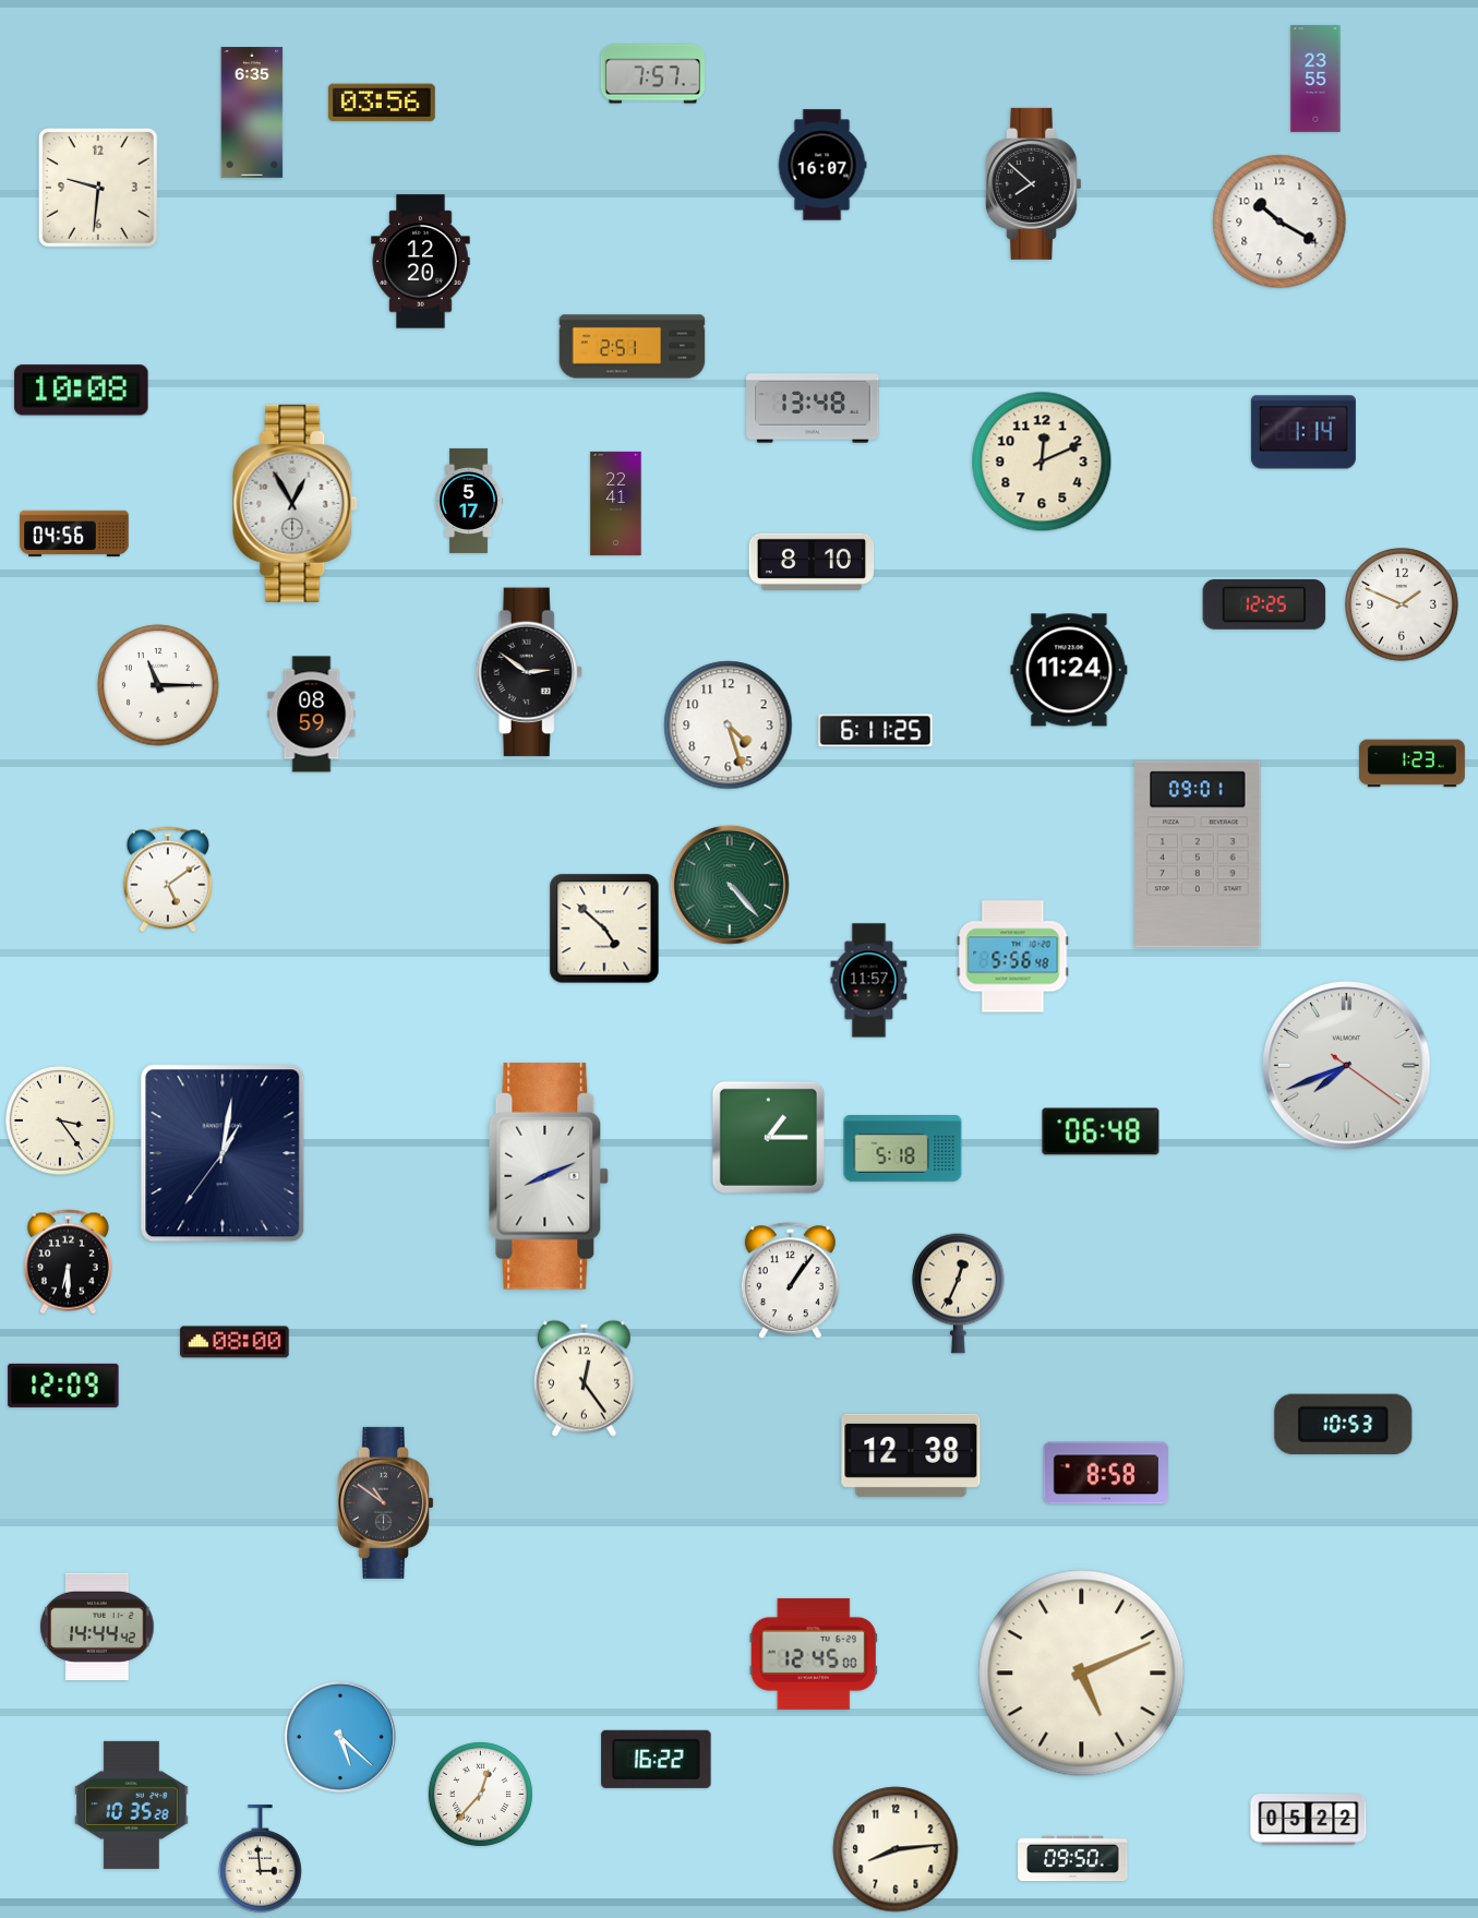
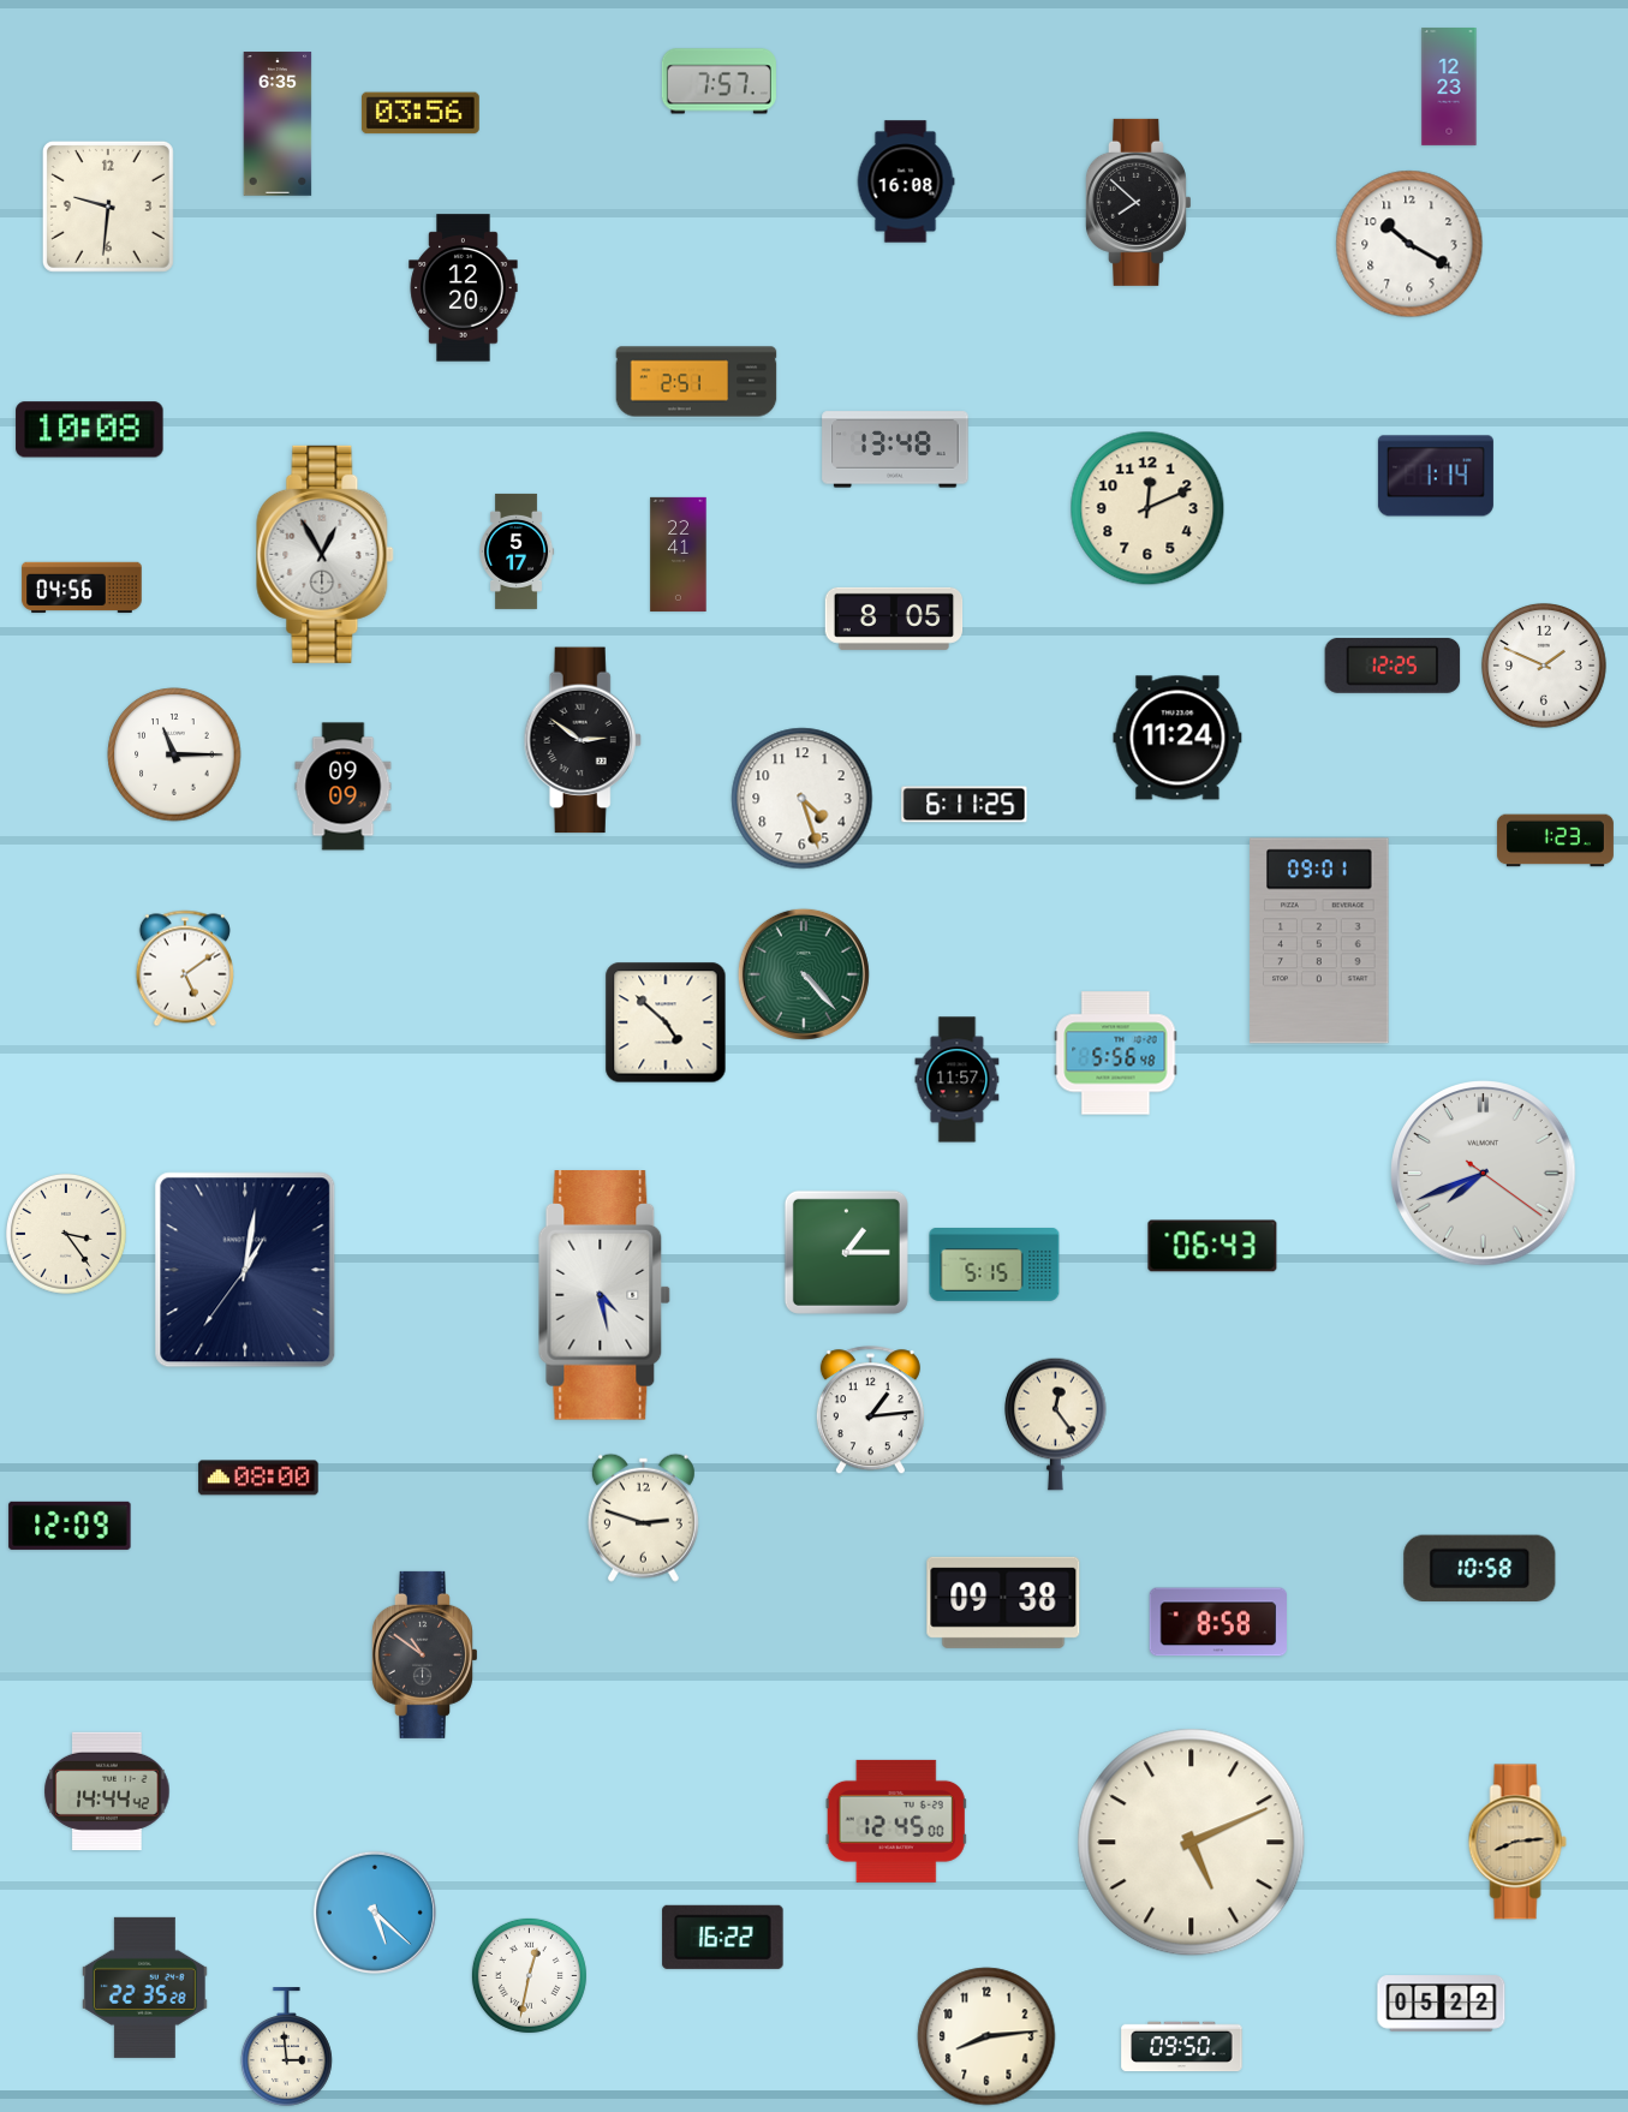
clock at (1315, 80): 23:55 -> 12:23
clock at (822, 165): 16:07 -> 16:08
clock at (812, 562): 8:10 -> 8:05
clock at (312, 715): 08:59 -> 09:09
clock at (1101, 1131): 06:48 -> 06:43
clock at (903, 1149): 5:18 -> 5:15
clock at (549, 1176): 8:11 -> 4:28
clock at (68, 1262): 6:30 -> none
clock at (790, 1281): 1:06 -> 1:14
clock at (959, 1293): 12:34 -> 12:24
clock at (584, 1378): 12:24 -> 2:48
clock at (1344, 1424): 10:53 -> 10:58
clock at (911, 1455): 12:38 -> 09:38
clock at (1517, 1842): none -> 8:14
clock at (480, 1794): 12:37 -> 12:32
clock at (131, 1805): 10:35 -> 22:35
